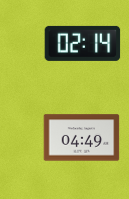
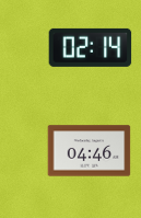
clock at (82, 138): 04:49 -> 04:46
